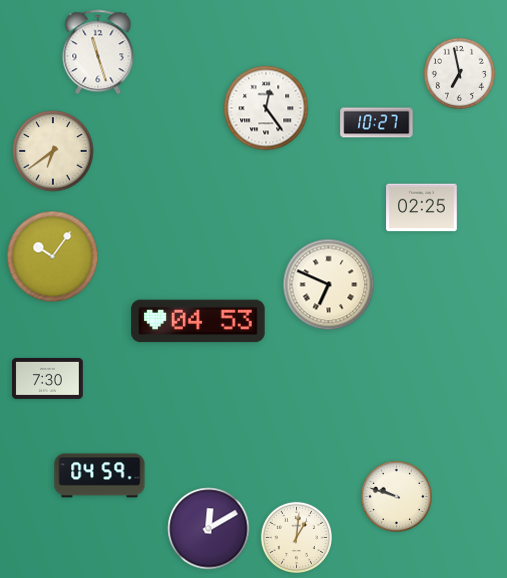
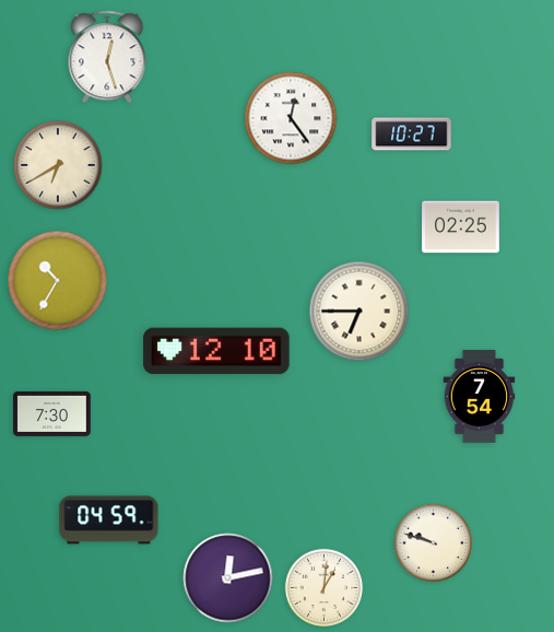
clock at (98, 52): 11:27 -> 12:27
clock at (459, 73): 6:58 -> none
clock at (53, 151): 6:39 -> 6:40
clock at (53, 257): 10:06 -> 10:35
clock at (329, 285): 6:49 -> 6:45
clock at (198, 321): 04:53 -> 12:10
clock at (480, 396): none -> 7:54
clock at (209, 529): 12:10 -> 12:13
